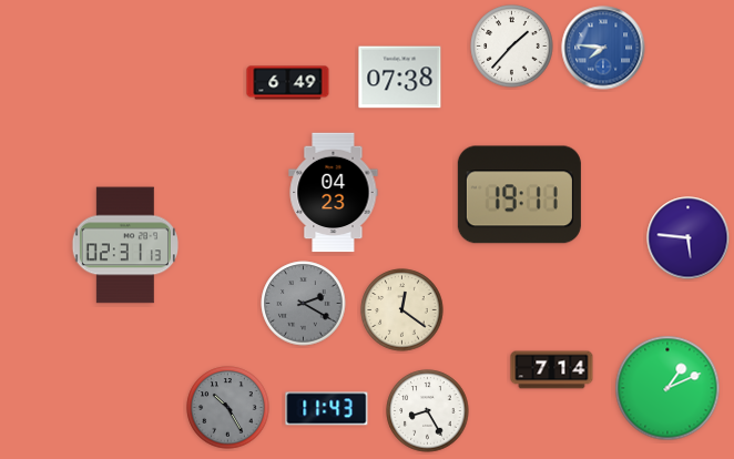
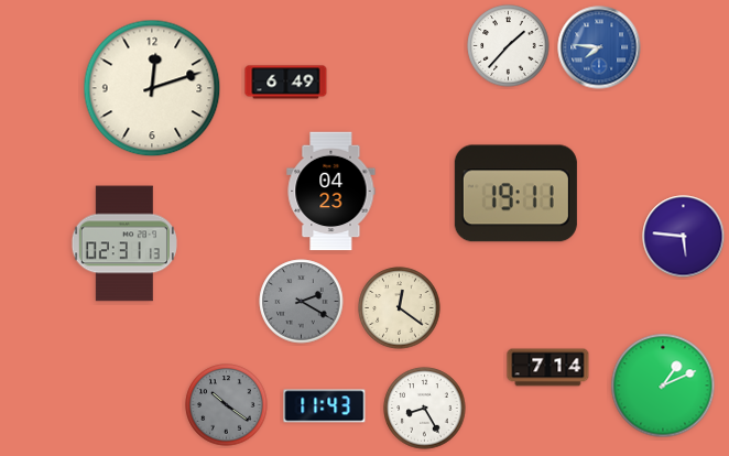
clock at (400, 78): 07:38 -> none
clock at (152, 88): none -> 12:12
clock at (228, 408): 10:25 -> 10:21
